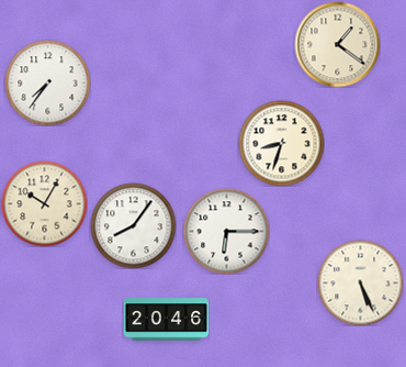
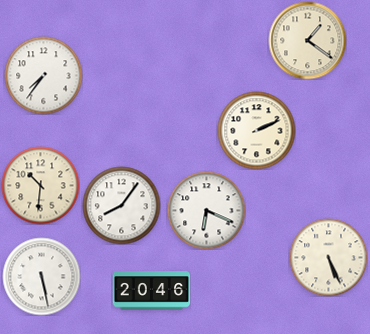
clock at (281, 143): 8:33 -> 2:11
clock at (44, 203): 10:05 -> 10:31
clock at (226, 231): 6:15 -> 6:19
clock at (41, 276): none -> 5:28
